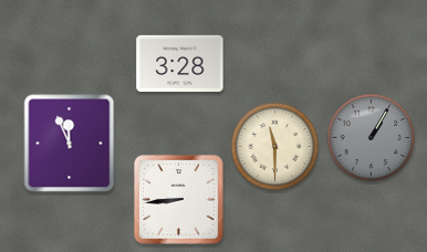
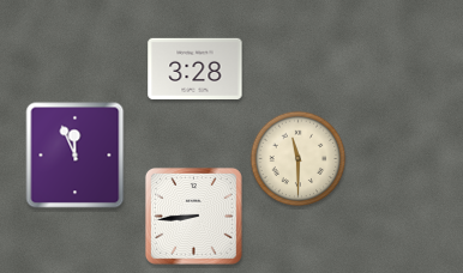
clock at (372, 138): 1:05 -> none
